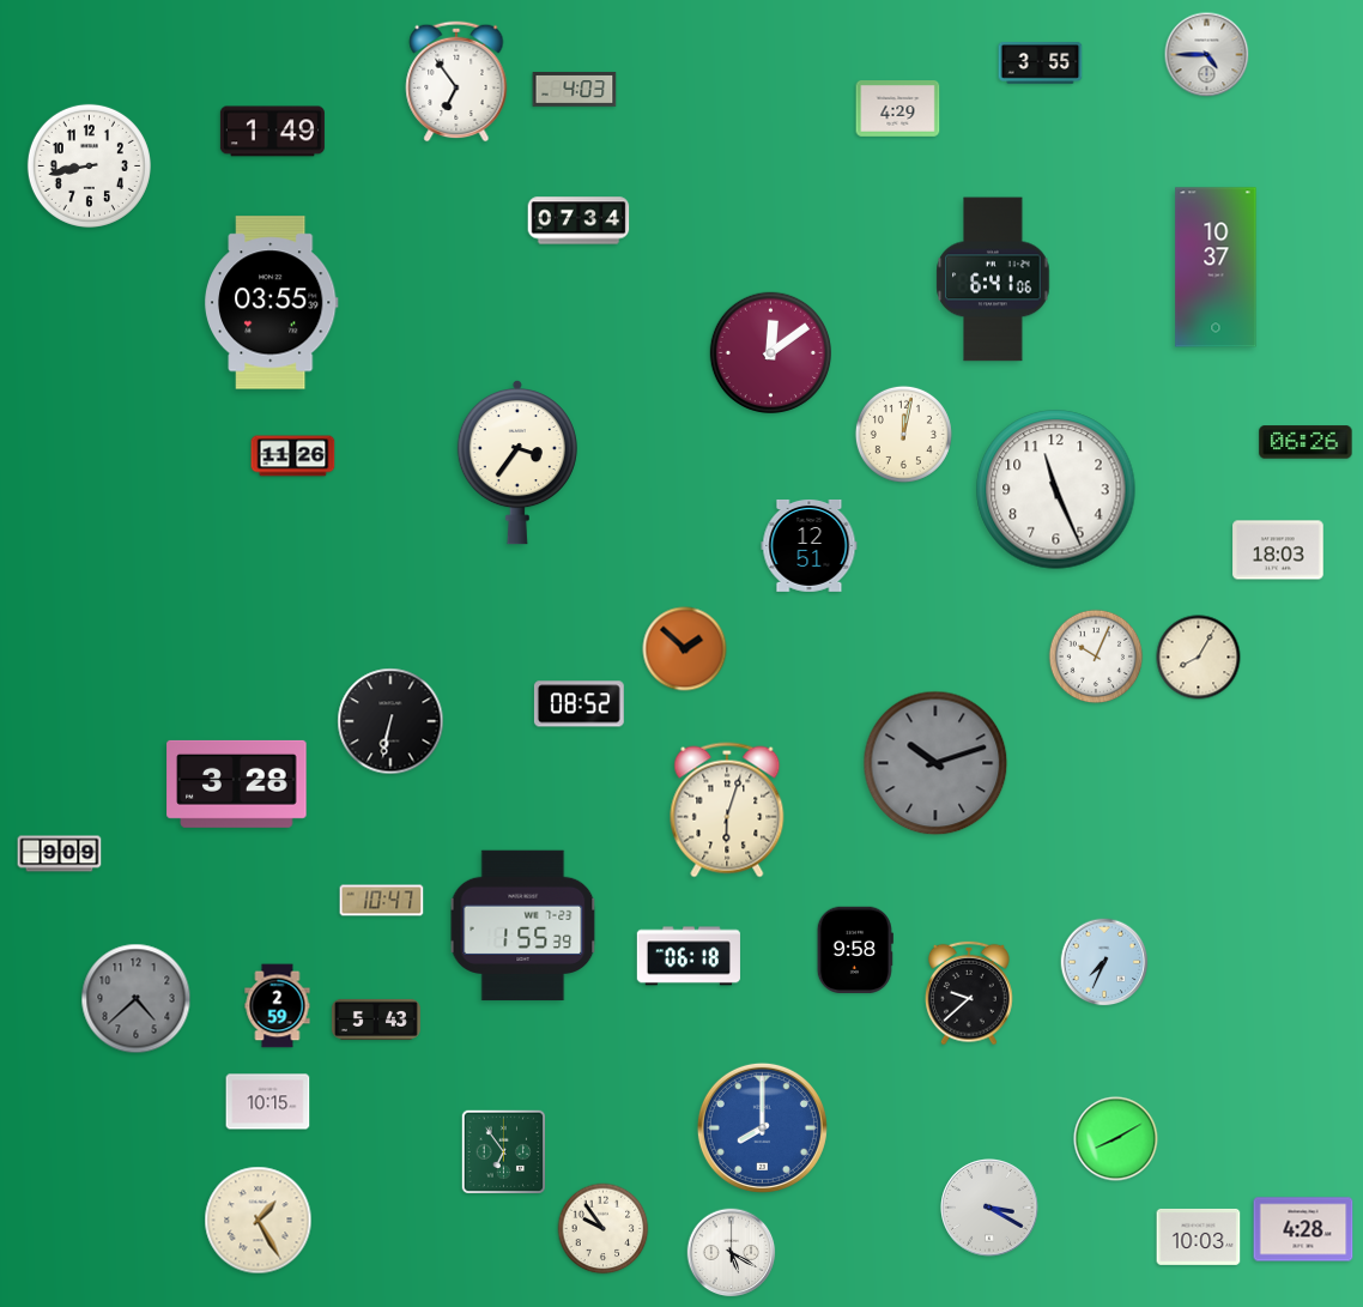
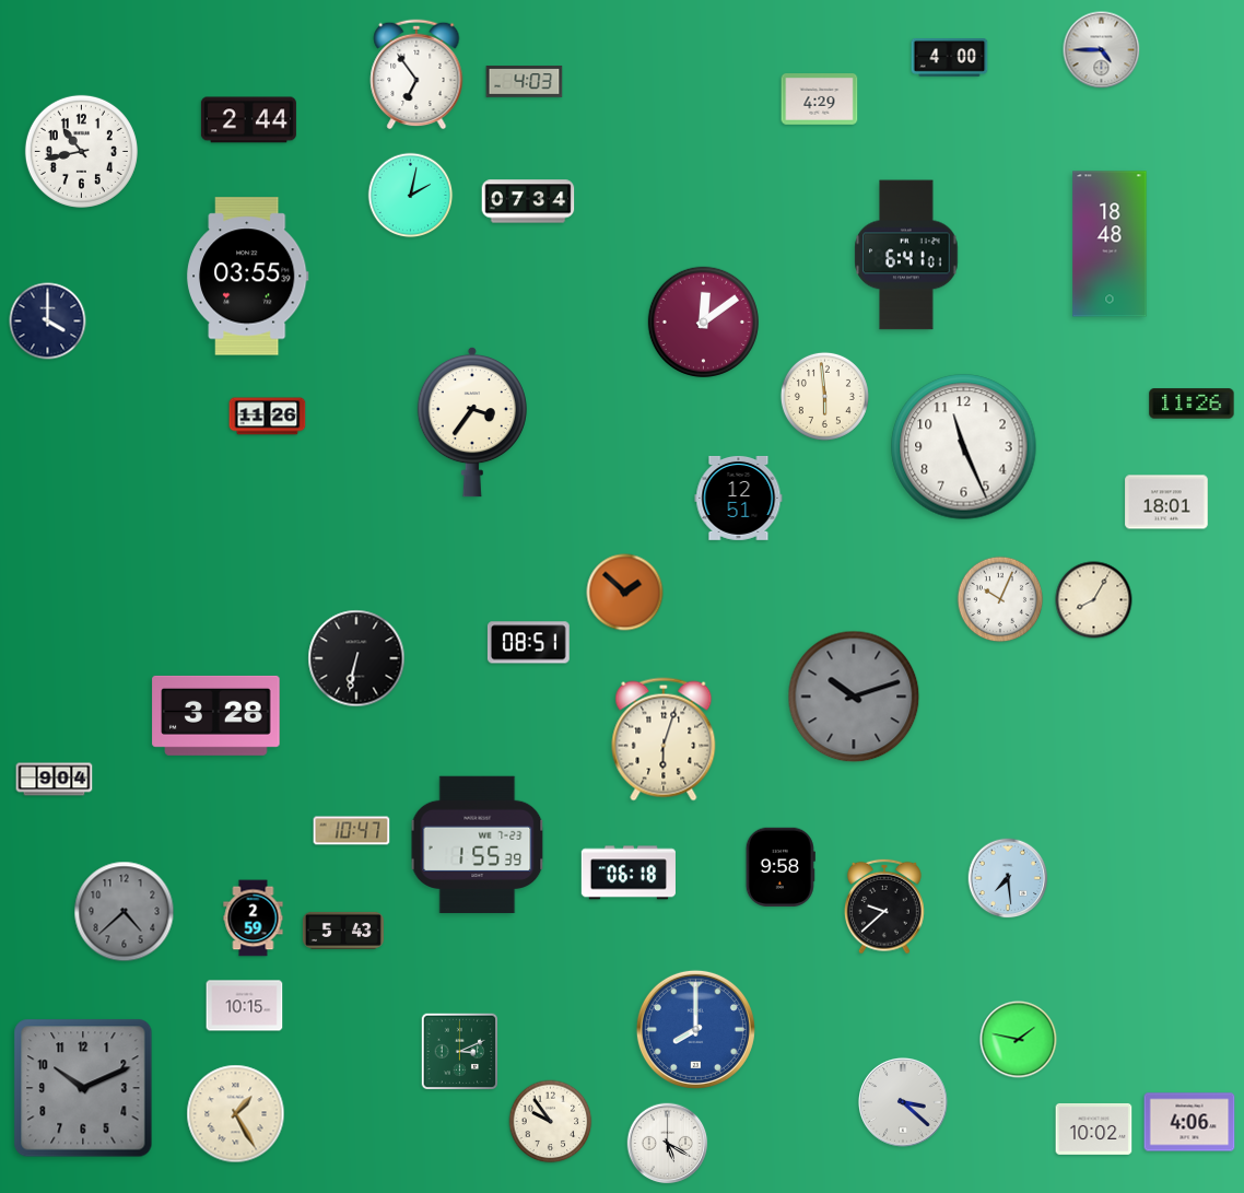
clock at (1041, 63): 3:55 -> 4:00
clock at (272, 132): 1:49 -> 2:44
clock at (89, 165): 8:43 -> 10:43
clock at (411, 196): none -> 2:02
clock at (1216, 267): 10:37 -> 18:48
clock at (993, 279): 6:41:06 -> 6:41:01
clock at (48, 321): none -> 4:00
clock at (903, 434): 12:02 -> 5:59
clock at (1306, 442): 06:26 -> 11:26
clock at (1278, 550): 18:03 -> 18:01
clock at (578, 704): 08:52 -> 08:51
clock at (60, 854): 9:09 -> 9:04
clock at (382, 901) position: (382, 901) -> (352, 831)
clock at (1104, 962): 7:34 -> 7:29
clock at (1116, 1139): 8:10 -> 1:47
clock at (504, 1152): 6:54 -> 3:11
clock at (83, 1088): none -> 10:11
clock at (989, 1208): 3:20 -> 3:22
clock at (1303, 1229): 4:28 -> 4:06
clock at (1199, 1236): 10:03 -> 10:02
